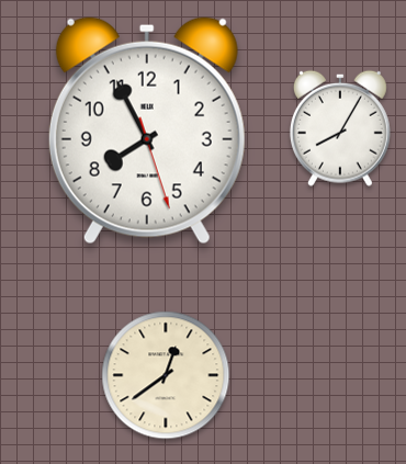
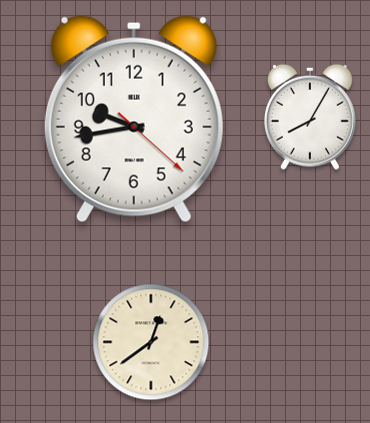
clock at (147, 131): 7:55 -> 9:43
